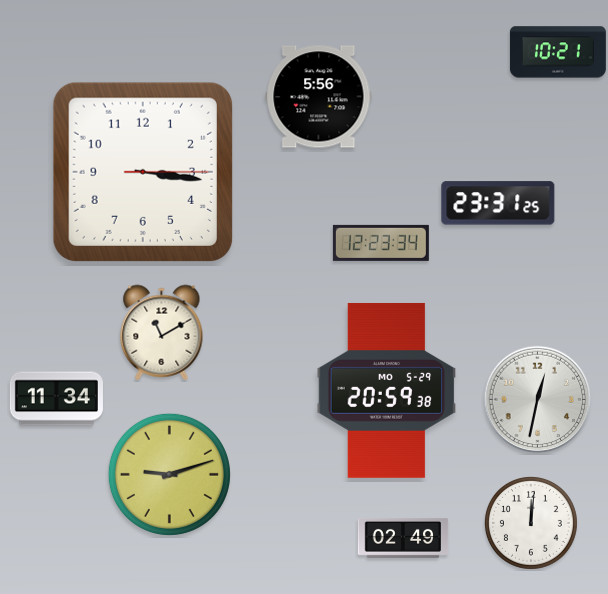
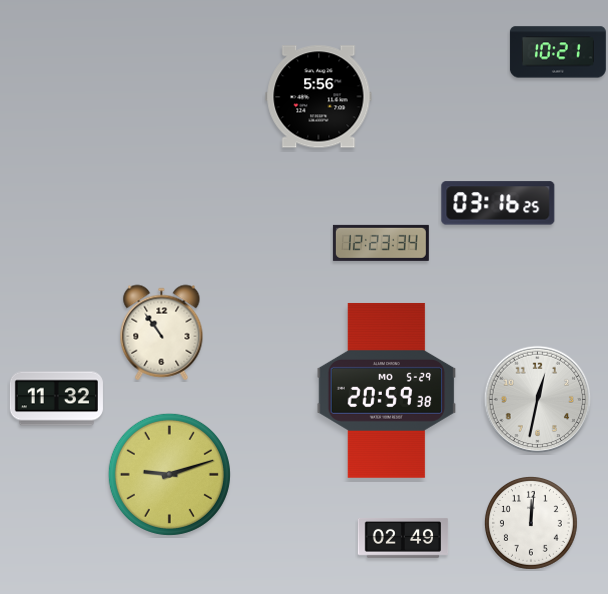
clock at (143, 172): 3:16 -> none
clock at (498, 203): 23:31 -> 03:16
clock at (162, 333): 11:10 -> 10:54
clock at (56, 399): 11:34 -> 11:32
